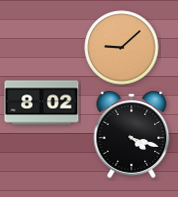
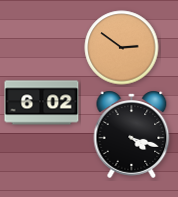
clock at (122, 48): 9:08 -> 2:51
clock at (42, 103): 8:02 -> 6:02
